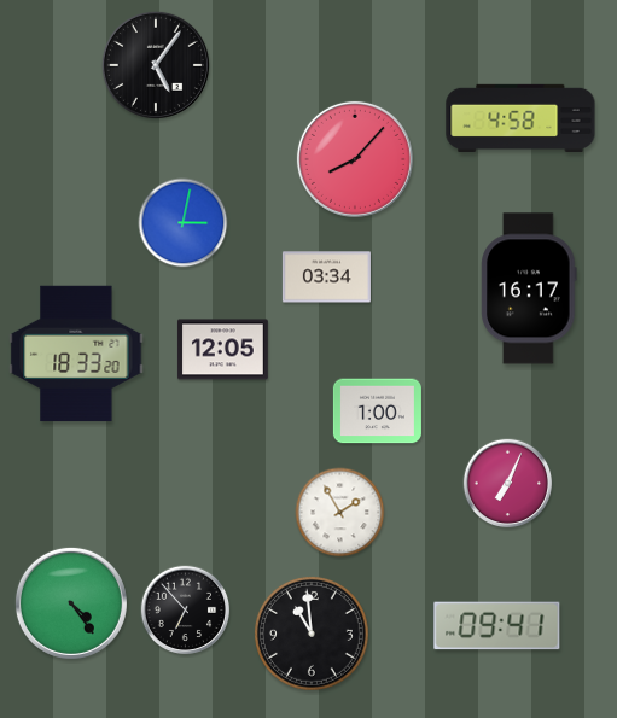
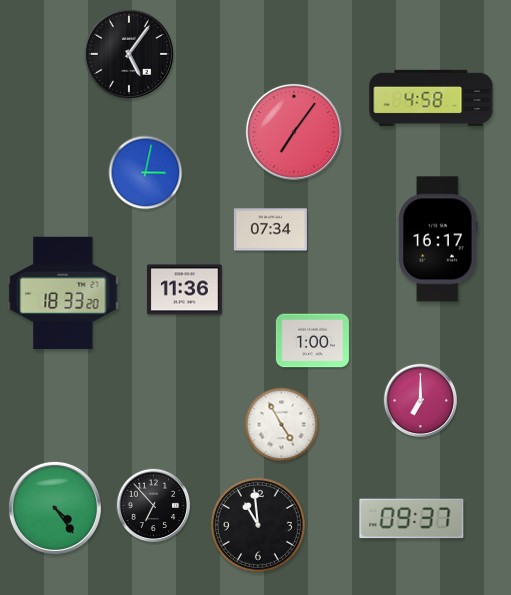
clock at (355, 159): 8:07 -> 7:06
clock at (184, 223) position: (184, 223) -> (146, 173)
clock at (326, 278): 03:34 -> 07:34
clock at (222, 350): 12:05 -> 11:36
clock at (508, 484): 7:04 -> 7:00
clock at (340, 513): 1:55 -> 4:55
clock at (71, 603) position: (71, 603) -> (55, 508)
clock at (497, 626): 09:41 -> 09:37
